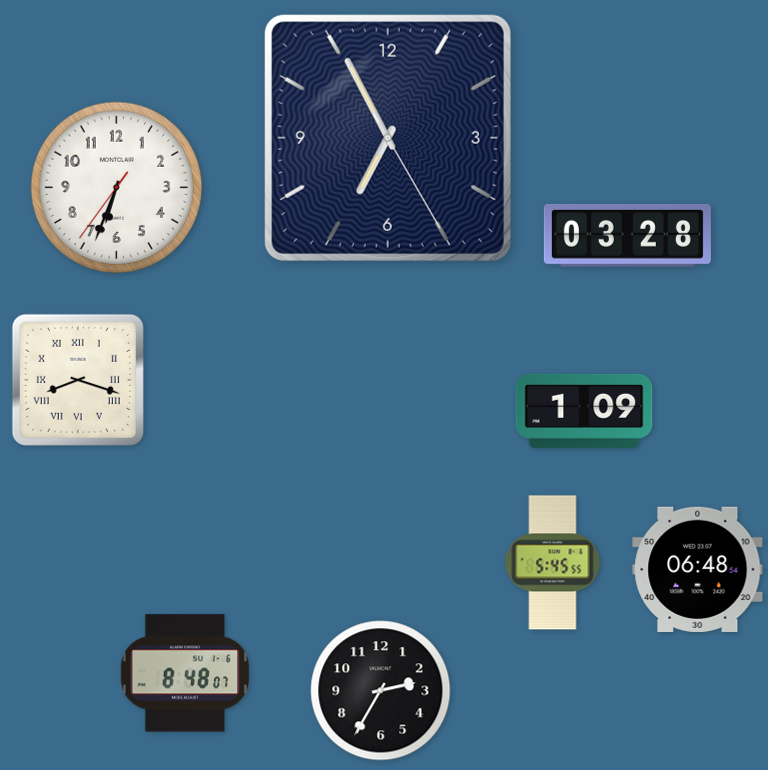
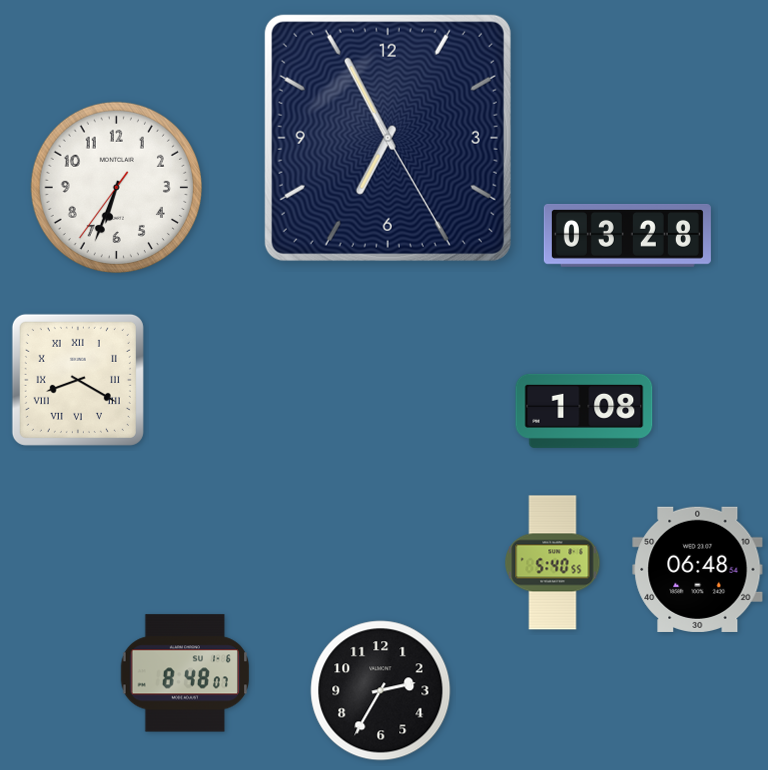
clock at (78, 380): 8:18 -> 8:20
clock at (584, 411): 1:09 -> 1:08
clock at (553, 563): 5:45 -> 5:40
